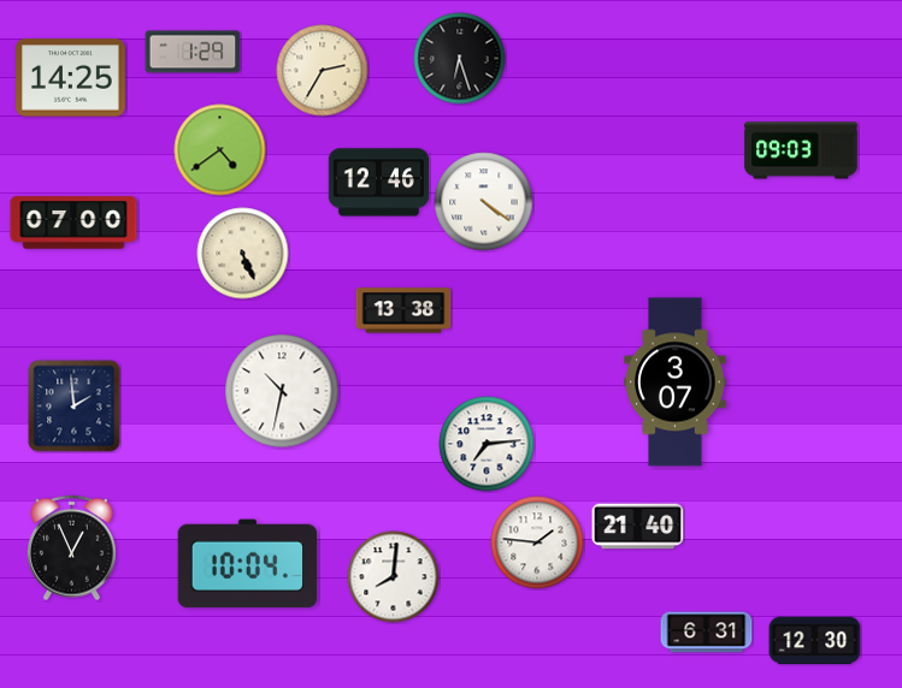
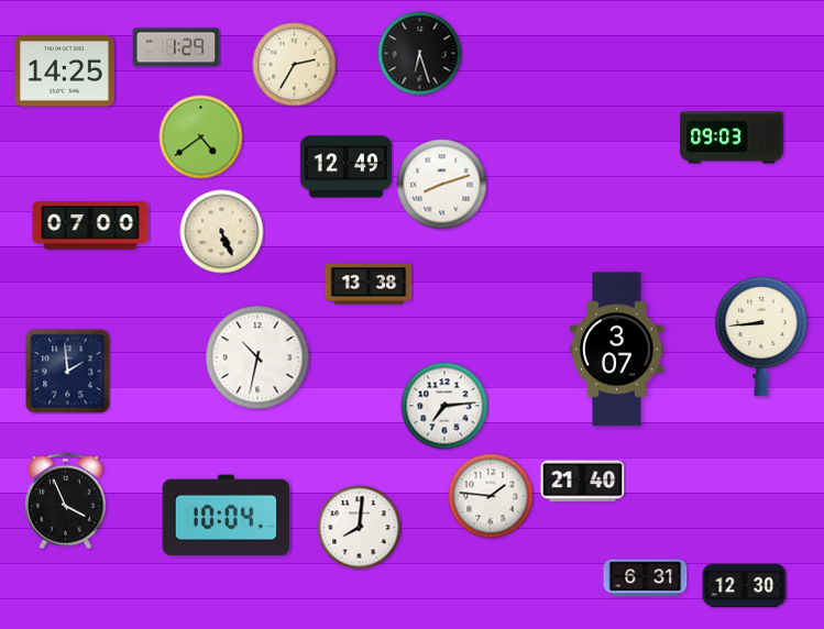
clock at (378, 183): 12:46 -> 12:49
clock at (484, 202): 4:21 -> 8:12
clock at (73, 223) position: (73, 223) -> (90, 225)
clock at (761, 336): none -> 8:44
clock at (71, 548): 12:56 -> 3:56
